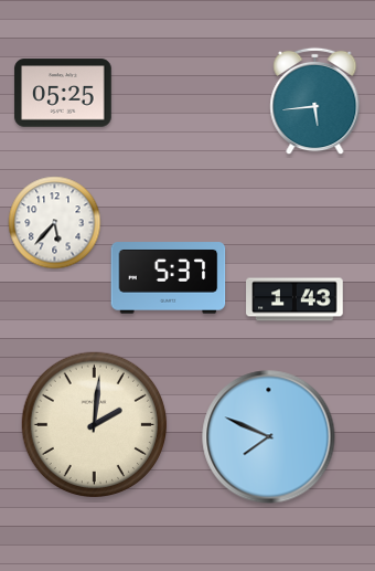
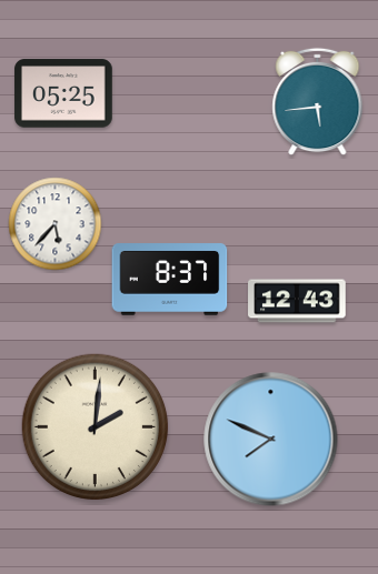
clock at (169, 278): 5:37 -> 8:37
clock at (294, 299): 1:43 -> 12:43
